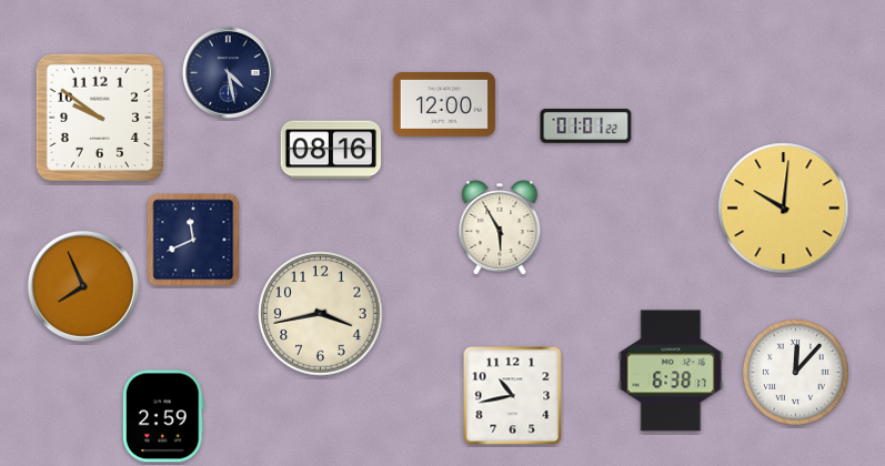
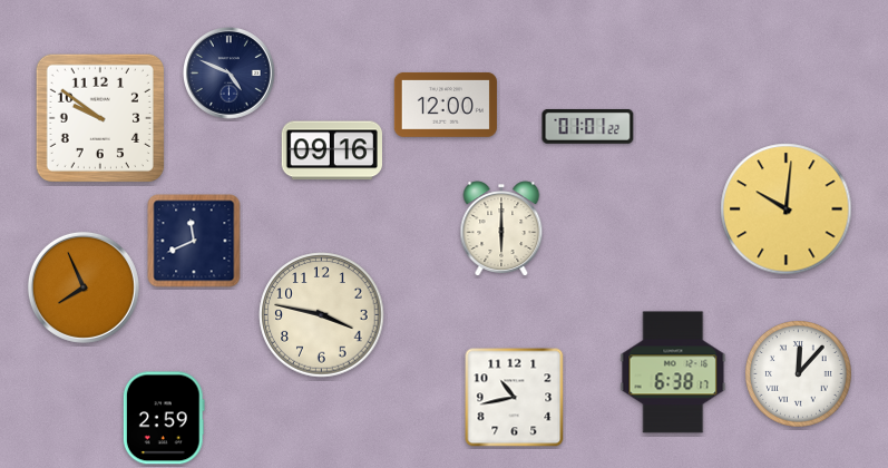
clock at (229, 73): 4:28 -> 4:49
clock at (330, 150): 08:16 -> 09:16
clock at (500, 227): 5:55 -> 6:00
clock at (321, 314): 3:43 -> 3:47
